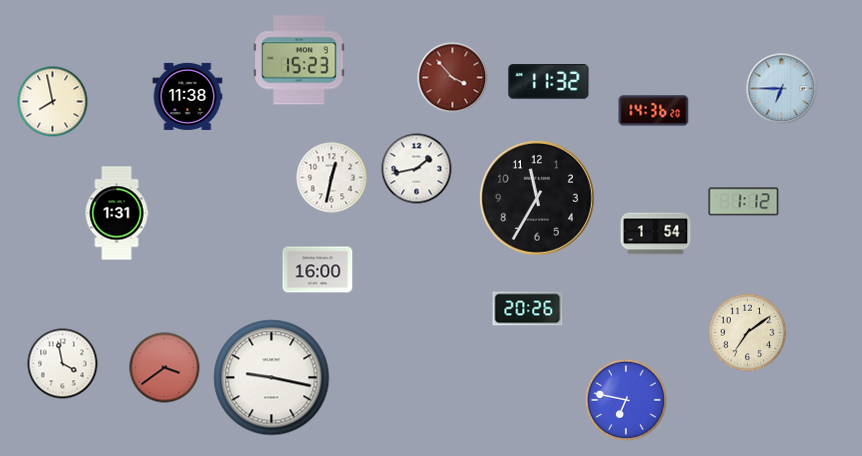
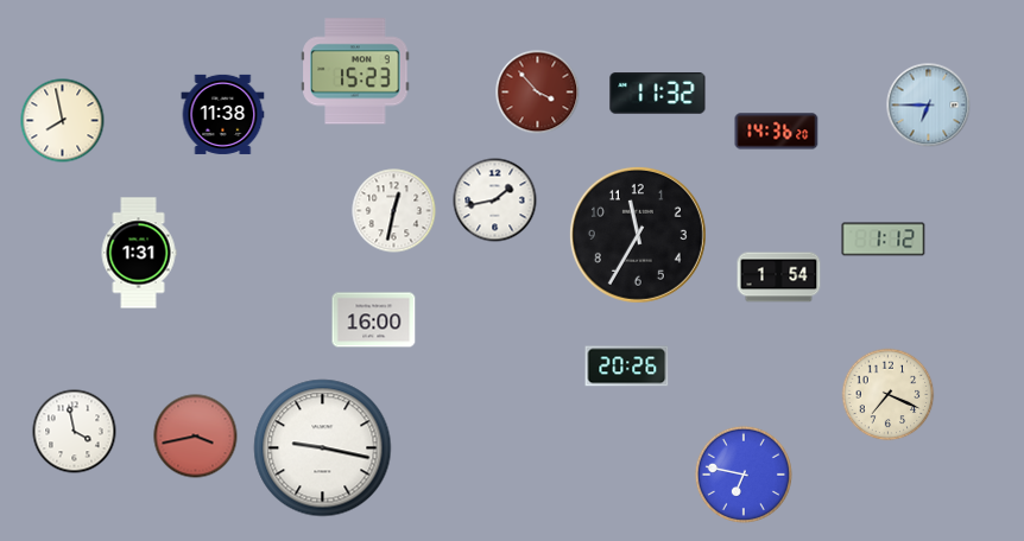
clock at (549, 82) position: (549, 82) -> (658, 94)
clock at (318, 270) position: (318, 270) -> (374, 320)
clock at (748, 333): 7:09 -> 7:19
clock at (165, 368): 3:39 -> 3:43
